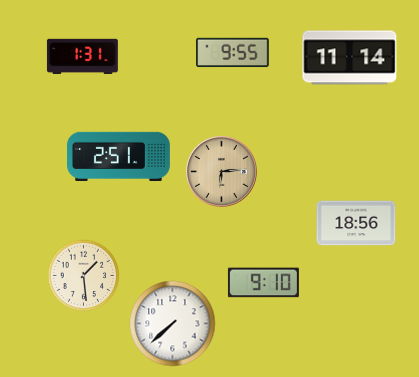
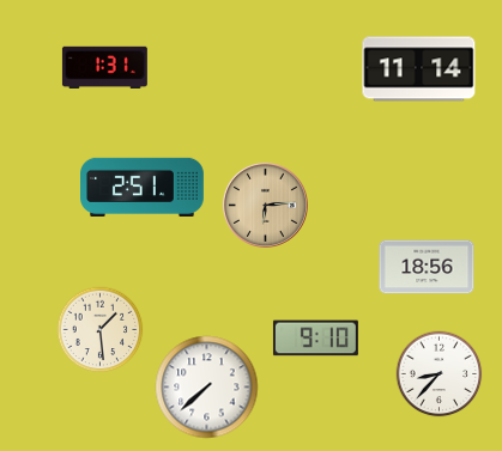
clock at (233, 53): 9:55 -> none
clock at (82, 56) position: (82, 56) -> (104, 67)
clock at (440, 374): none -> 8:37
